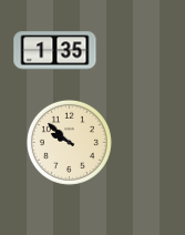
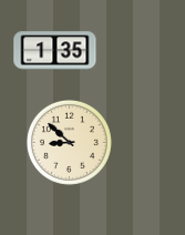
clock at (69, 142): 9:52 -> 8:52
